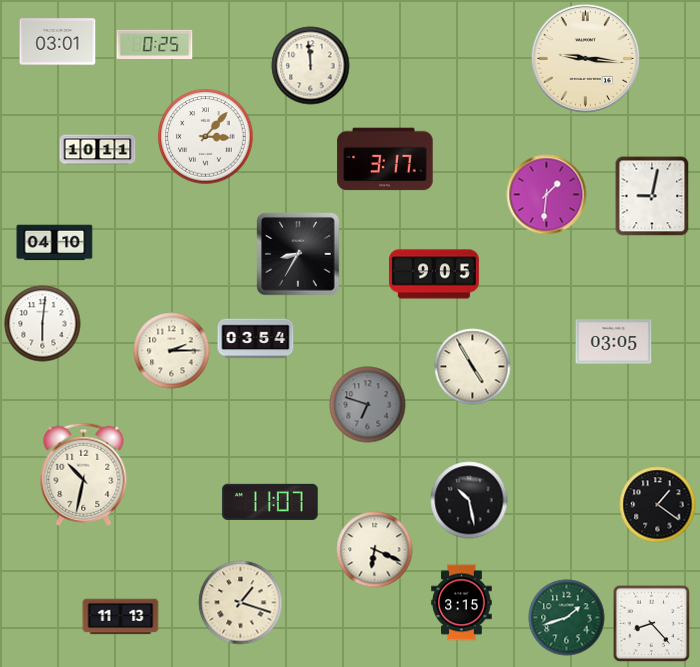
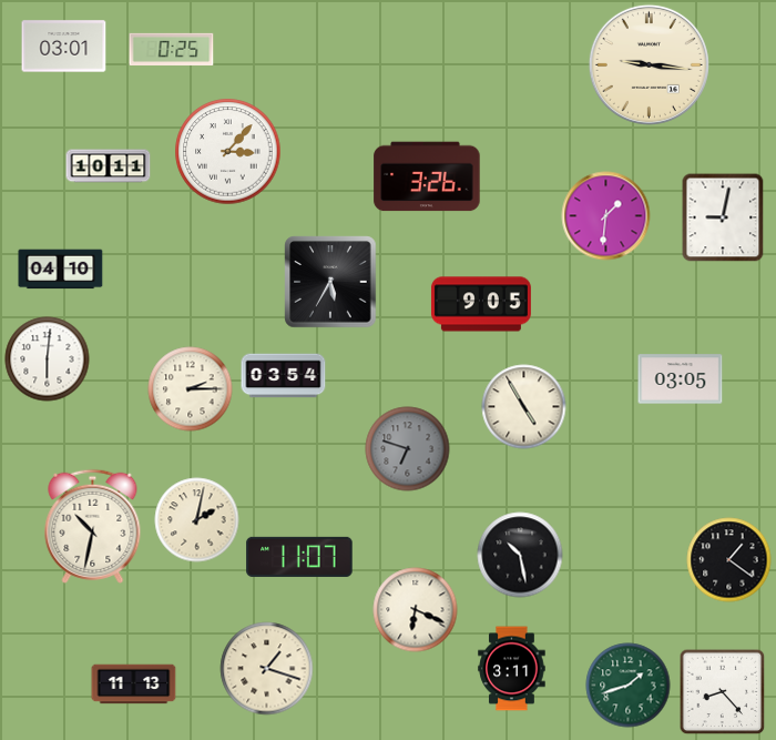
clock at (311, 66): 11:59 -> none
clock at (385, 159): 3:17 -> 3:26
clock at (298, 254): 8:35 -> 5:35
clock at (197, 520): none -> 2:02
clock at (462, 603): 3:15 -> 3:11
